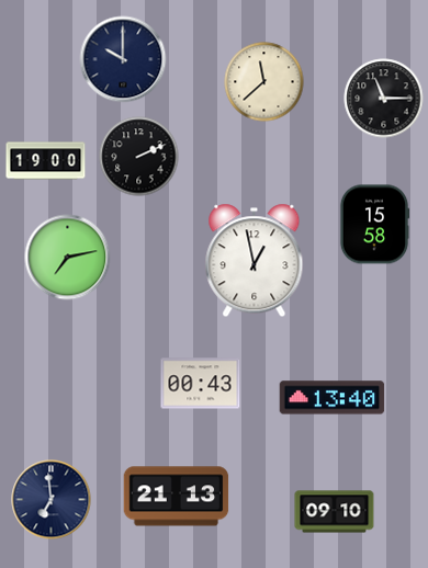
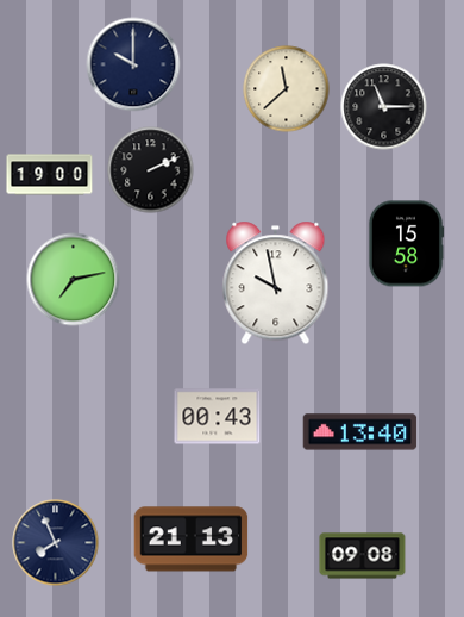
clock at (384, 99) position: (384, 99) -> (384, 107)
clock at (255, 261): 12:58 -> 9:58
clock at (52, 500): 6:59 -> 7:56
clock at (335, 512): 09:10 -> 09:08
